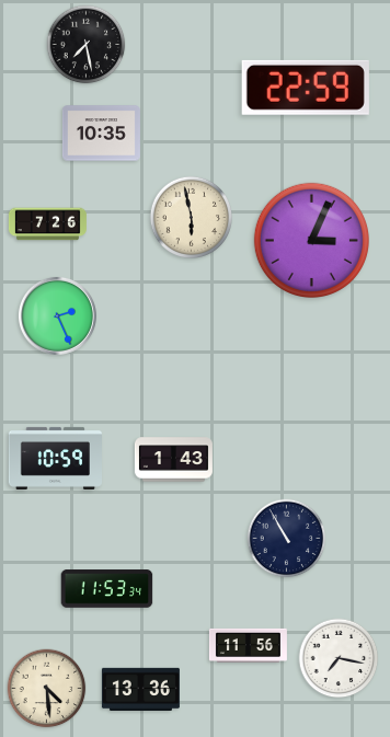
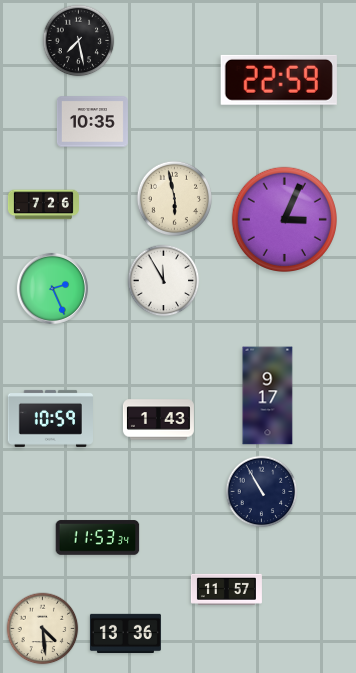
clock at (164, 281): none -> 11:55
clock at (268, 396): none -> 9:17
clock at (248, 645): 11:56 -> 11:57
clock at (339, 658): 7:17 -> none
clock at (140, 689) position: (140, 689) -> (125, 633)
